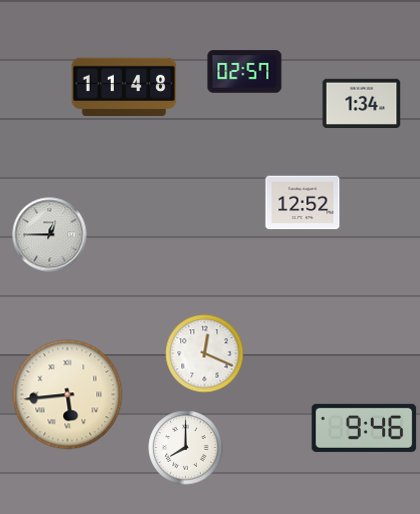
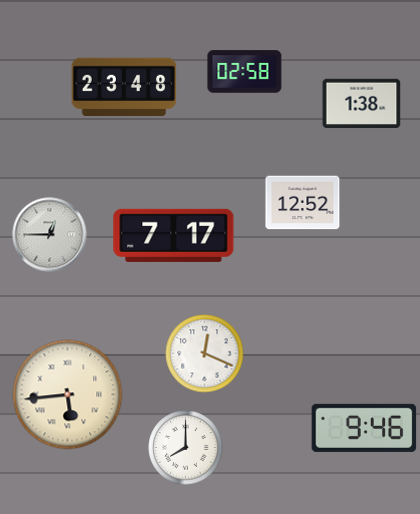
clock at (245, 72): 02:57 -> 02:58
clock at (124, 87): 11:48 -> 23:48
clock at (362, 104): 1:34 -> 1:38
clock at (174, 235): none -> 7:17
